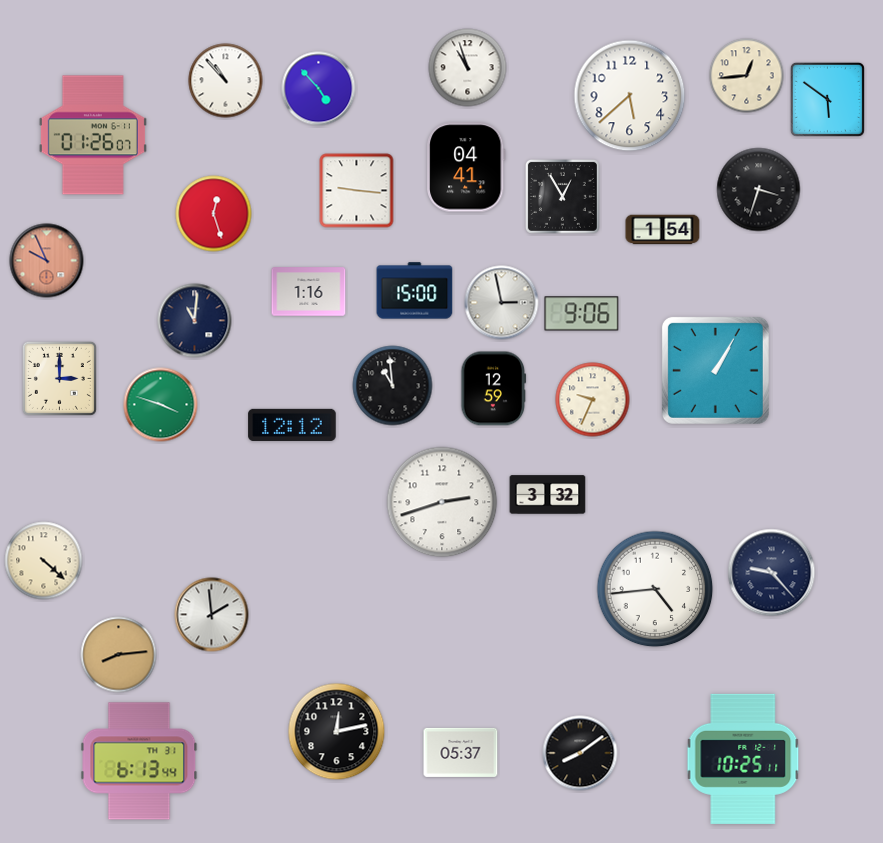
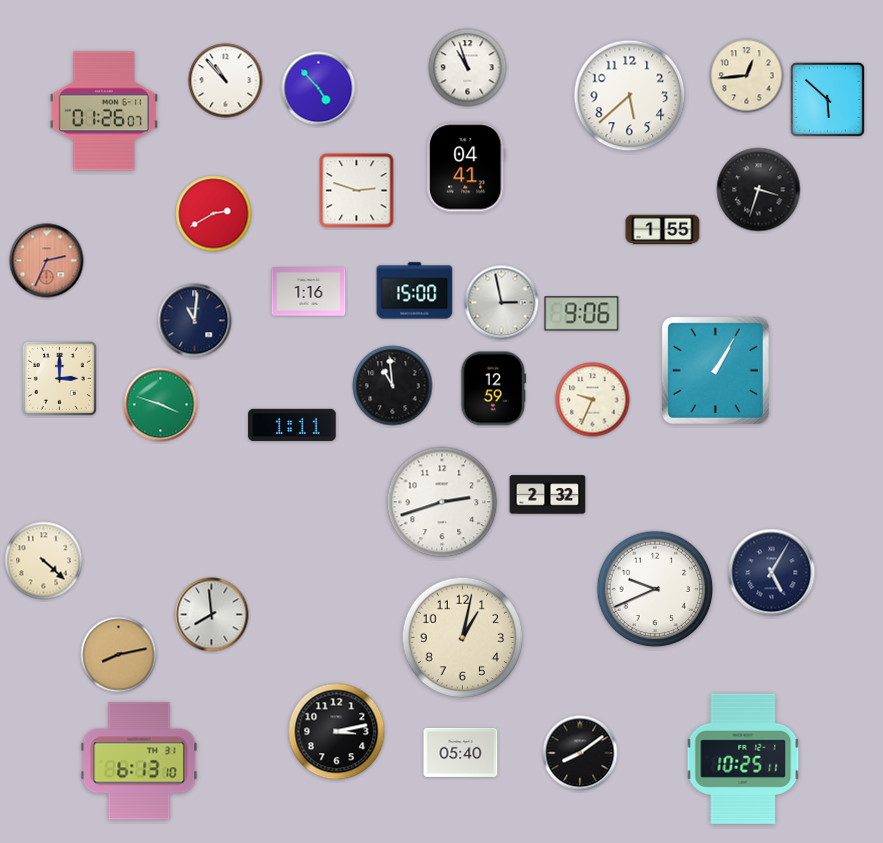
clock at (827, 99): 5:51 -> 5:52
clock at (93, 135) position: (93, 135) -> (104, 111)
clock at (357, 191): 9:16 -> 2:48
clock at (562, 196): 12:55 -> none
clock at (214, 214): 12:27 -> 2:40
clock at (663, 230): 1:54 -> 1:55
clock at (47, 261): 9:56 -> 2:34
clock at (292, 425): 12:12 -> 1:11
clock at (548, 495): 3:32 -> 2:32
clock at (772, 573): 9:23 -> 5:05
clock at (655, 589): 4:44 -> 9:41
clock at (212, 615): 1:59 -> 7:59
clock at (463, 638): none -> 1:02
clock at (119, 655): 8:14 -> 8:13
clock at (337, 732): 12:13 -> 3:13
clock at (461, 752): 05:37 -> 05:40
clock at (139, 761): 6:13:44 -> 6:13:10
